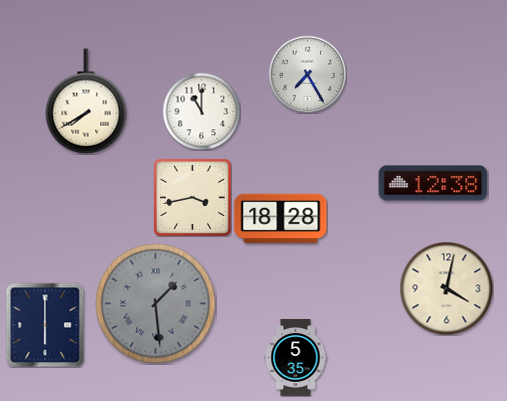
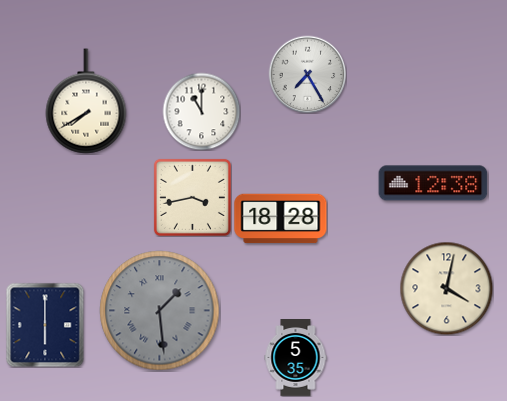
clock at (156, 304) position: (156, 304) -> (160, 311)
